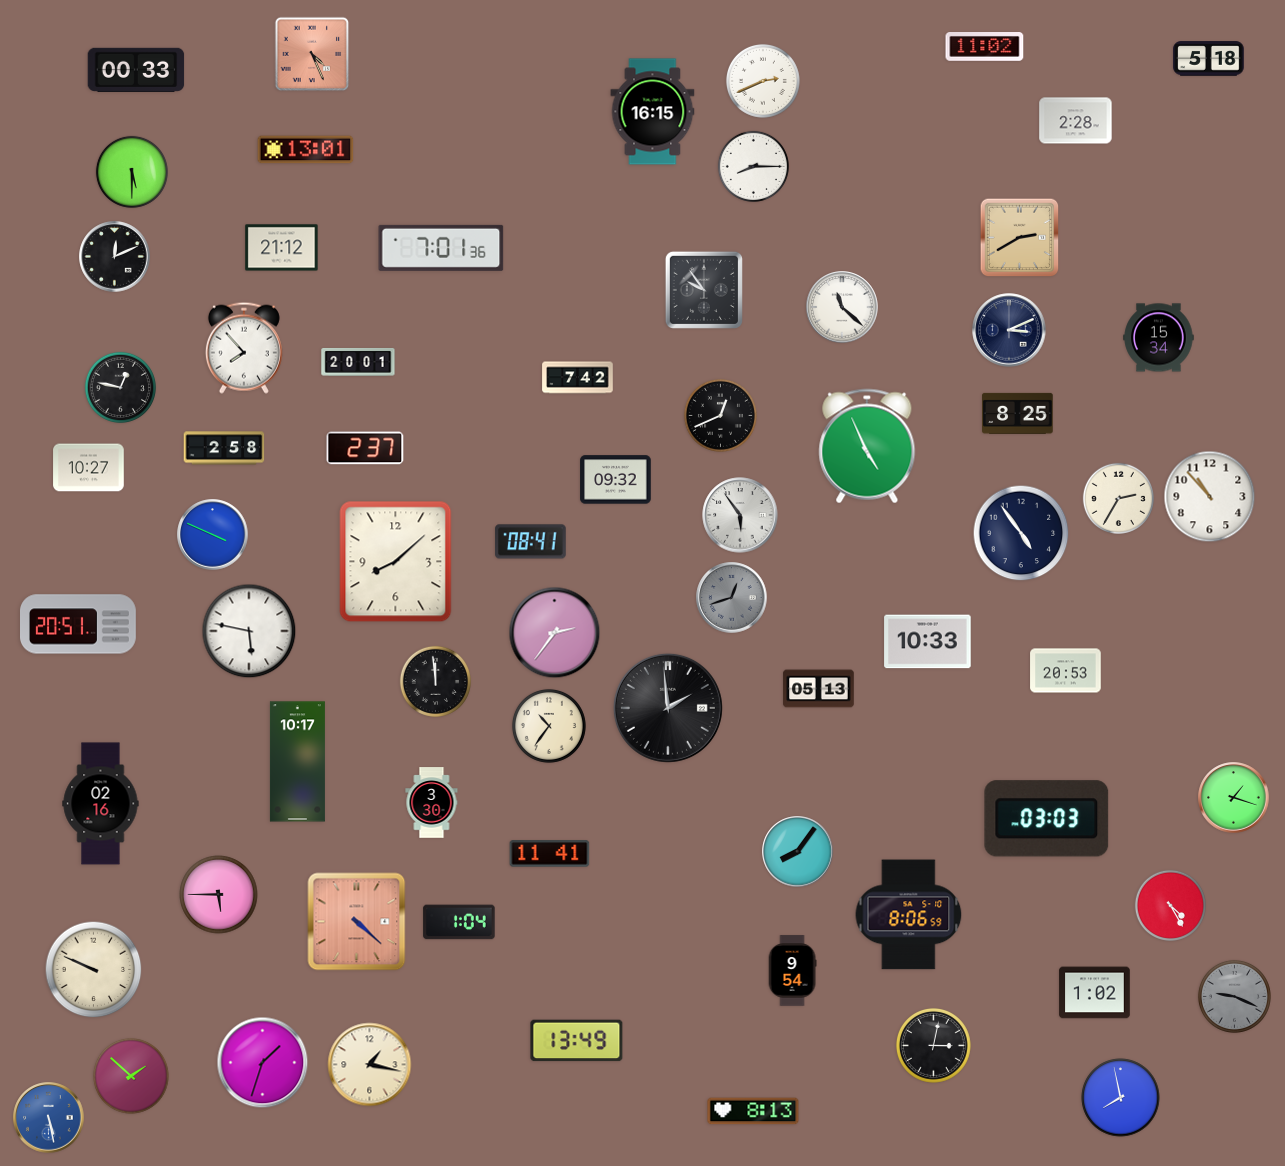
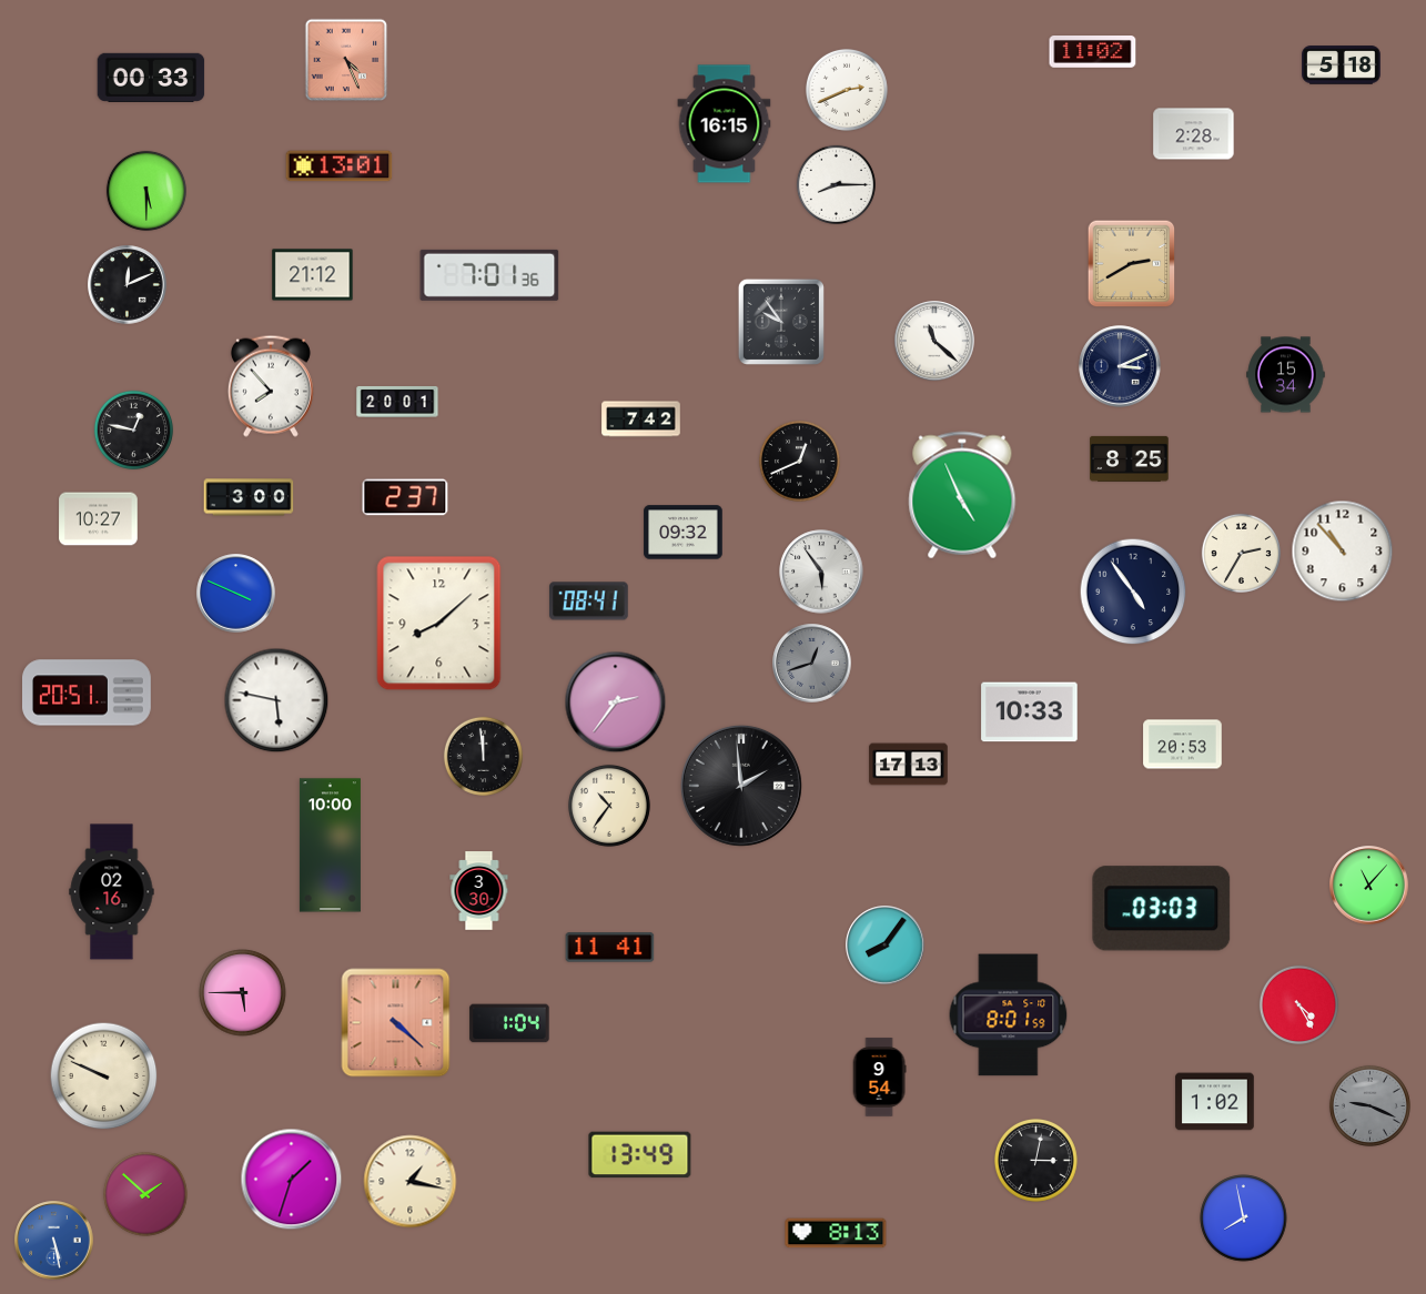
clock at (224, 448): 2:58 -> 3:00
clock at (819, 689): 05:13 -> 17:13
clock at (297, 762): 10:17 -> 10:00
clock at (1234, 798): 1:18 -> 11:07
clock at (909, 915): 8:06 -> 8:01
